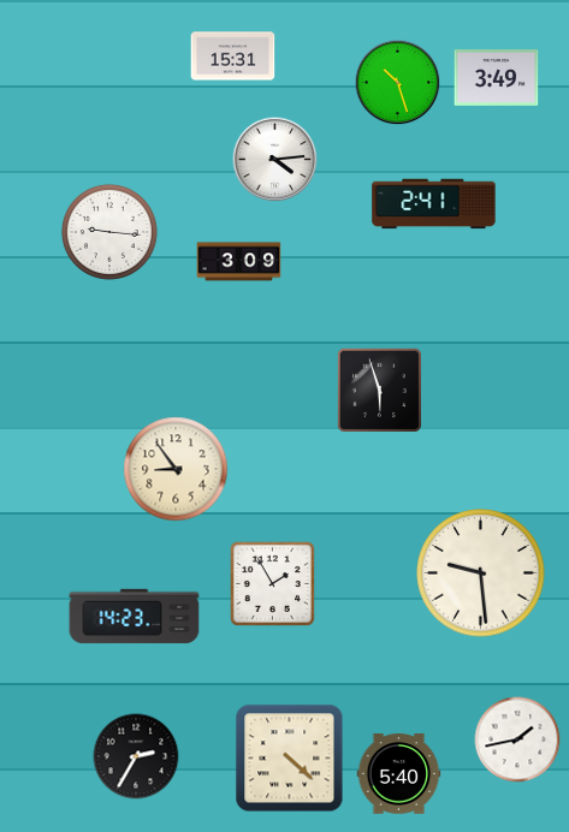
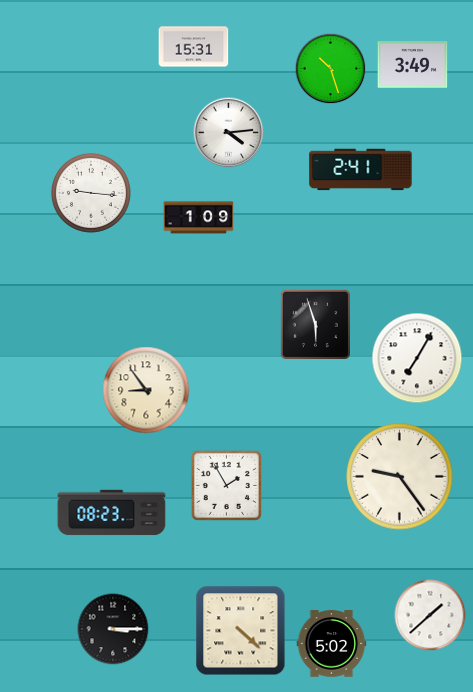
clock at (239, 262): 3:09 -> 1:09
clock at (417, 358): none -> 7:05
clock at (481, 574): 9:29 -> 9:24
clock at (135, 617): 14:23 -> 08:23
clock at (517, 739): 1:43 -> 1:38
clock at (136, 756): 2:35 -> 3:15
clock at (399, 774): 5:40 -> 5:02
